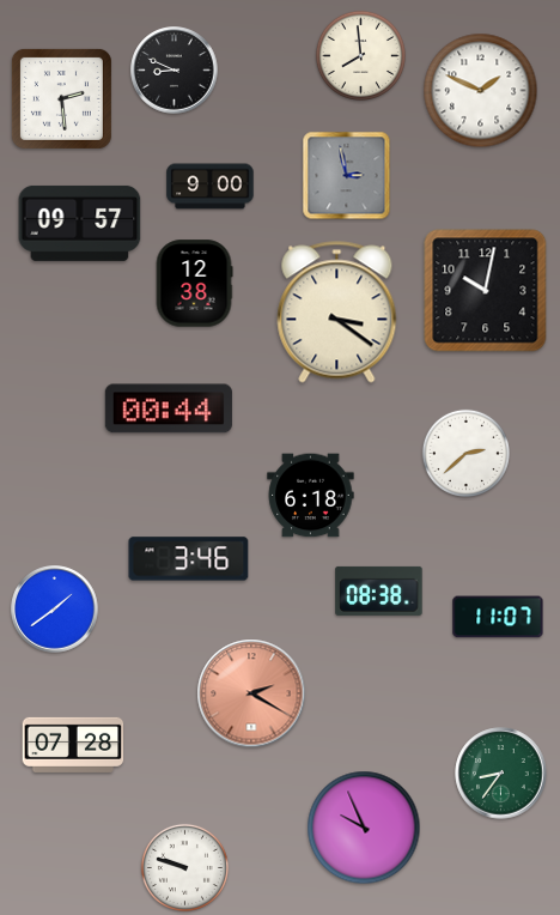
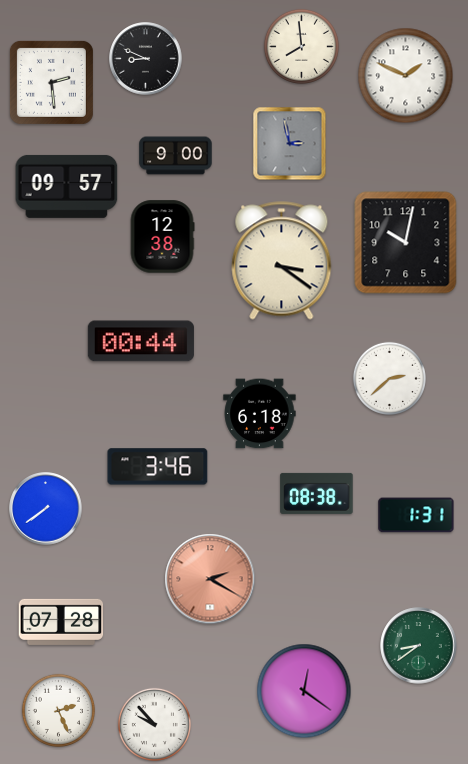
clock at (481, 91) position: (481, 91) -> (406, 76)
clock at (347, 176) position: (347, 176) -> (290, 144)
clock at (55, 610): 1:39 -> 7:39
clock at (498, 617): 11:07 -> 1:31
clock at (501, 774): 8:36 -> 8:39
clock at (364, 828): 9:56 -> 12:21
clock at (58, 710): none -> 2:26
clock at (184, 867): 9:48 -> 9:53
